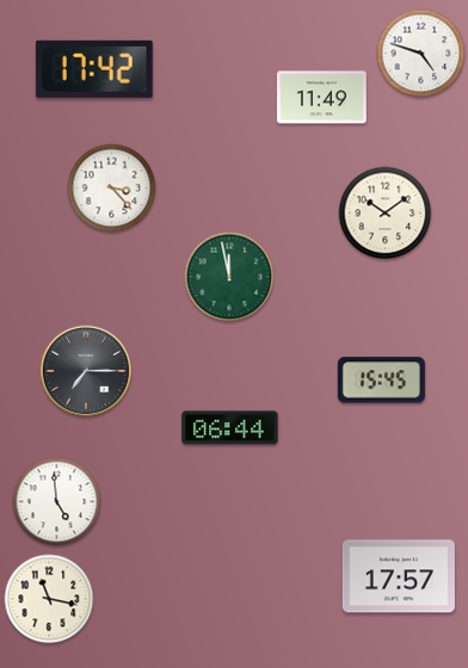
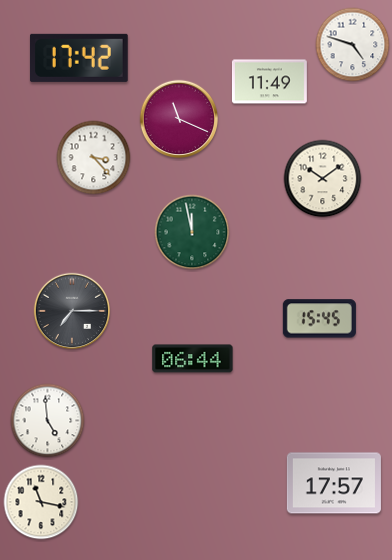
clock at (179, 119): none -> 11:19
